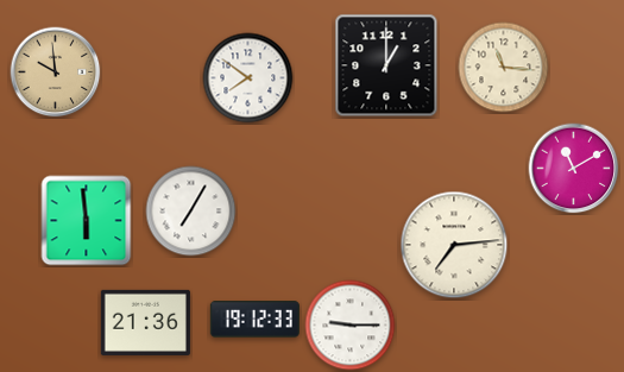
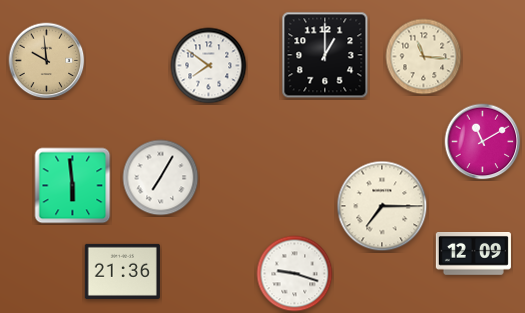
clock at (454, 245): 7:14 -> 7:15
clock at (473, 254): none -> 12:09
clock at (254, 320): 19:12 -> none
clock at (351, 326): 9:15 -> 9:18
